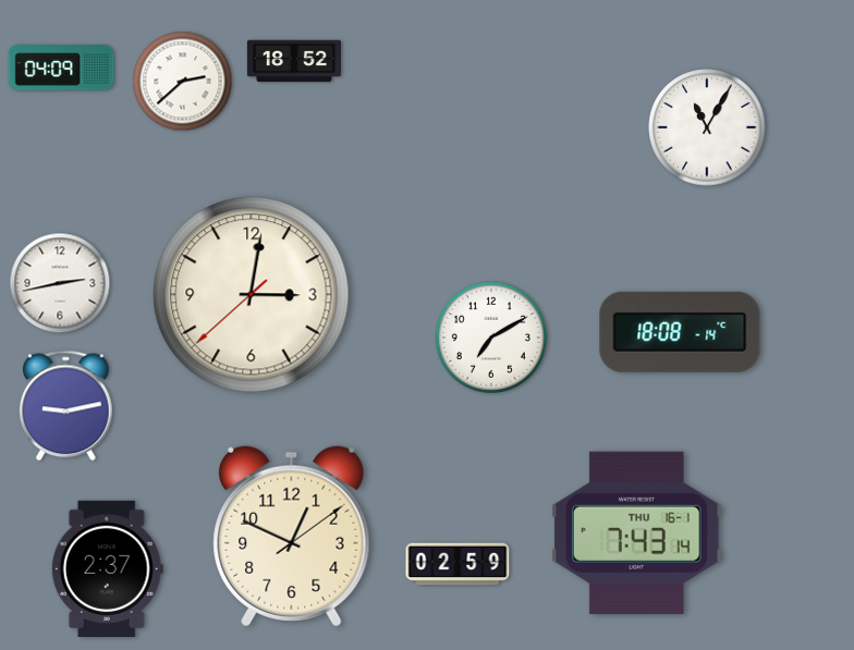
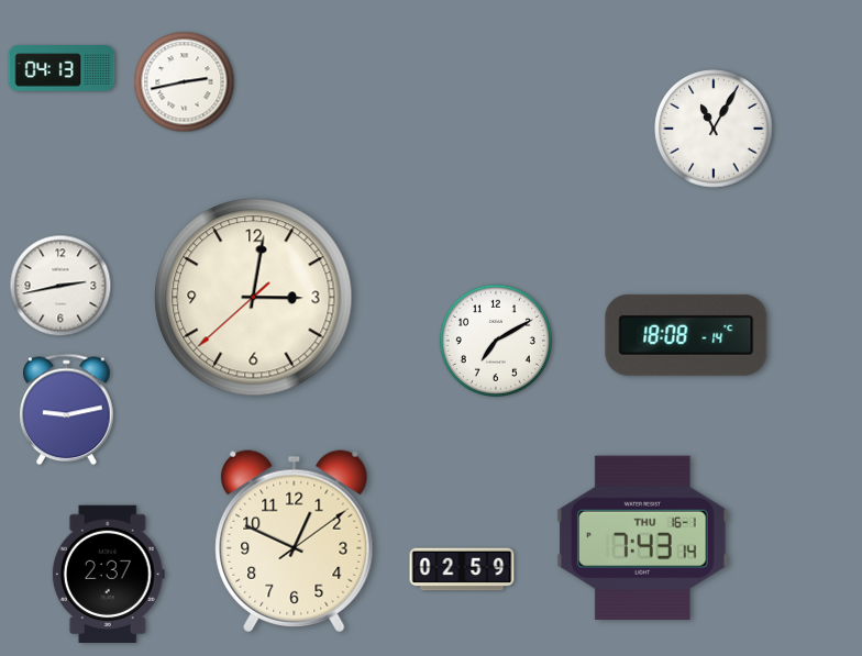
clock at (293, 61): 18:52 -> none
clock at (61, 68): 04:09 -> 04:13
clock at (183, 82): 2:38 -> 2:43
